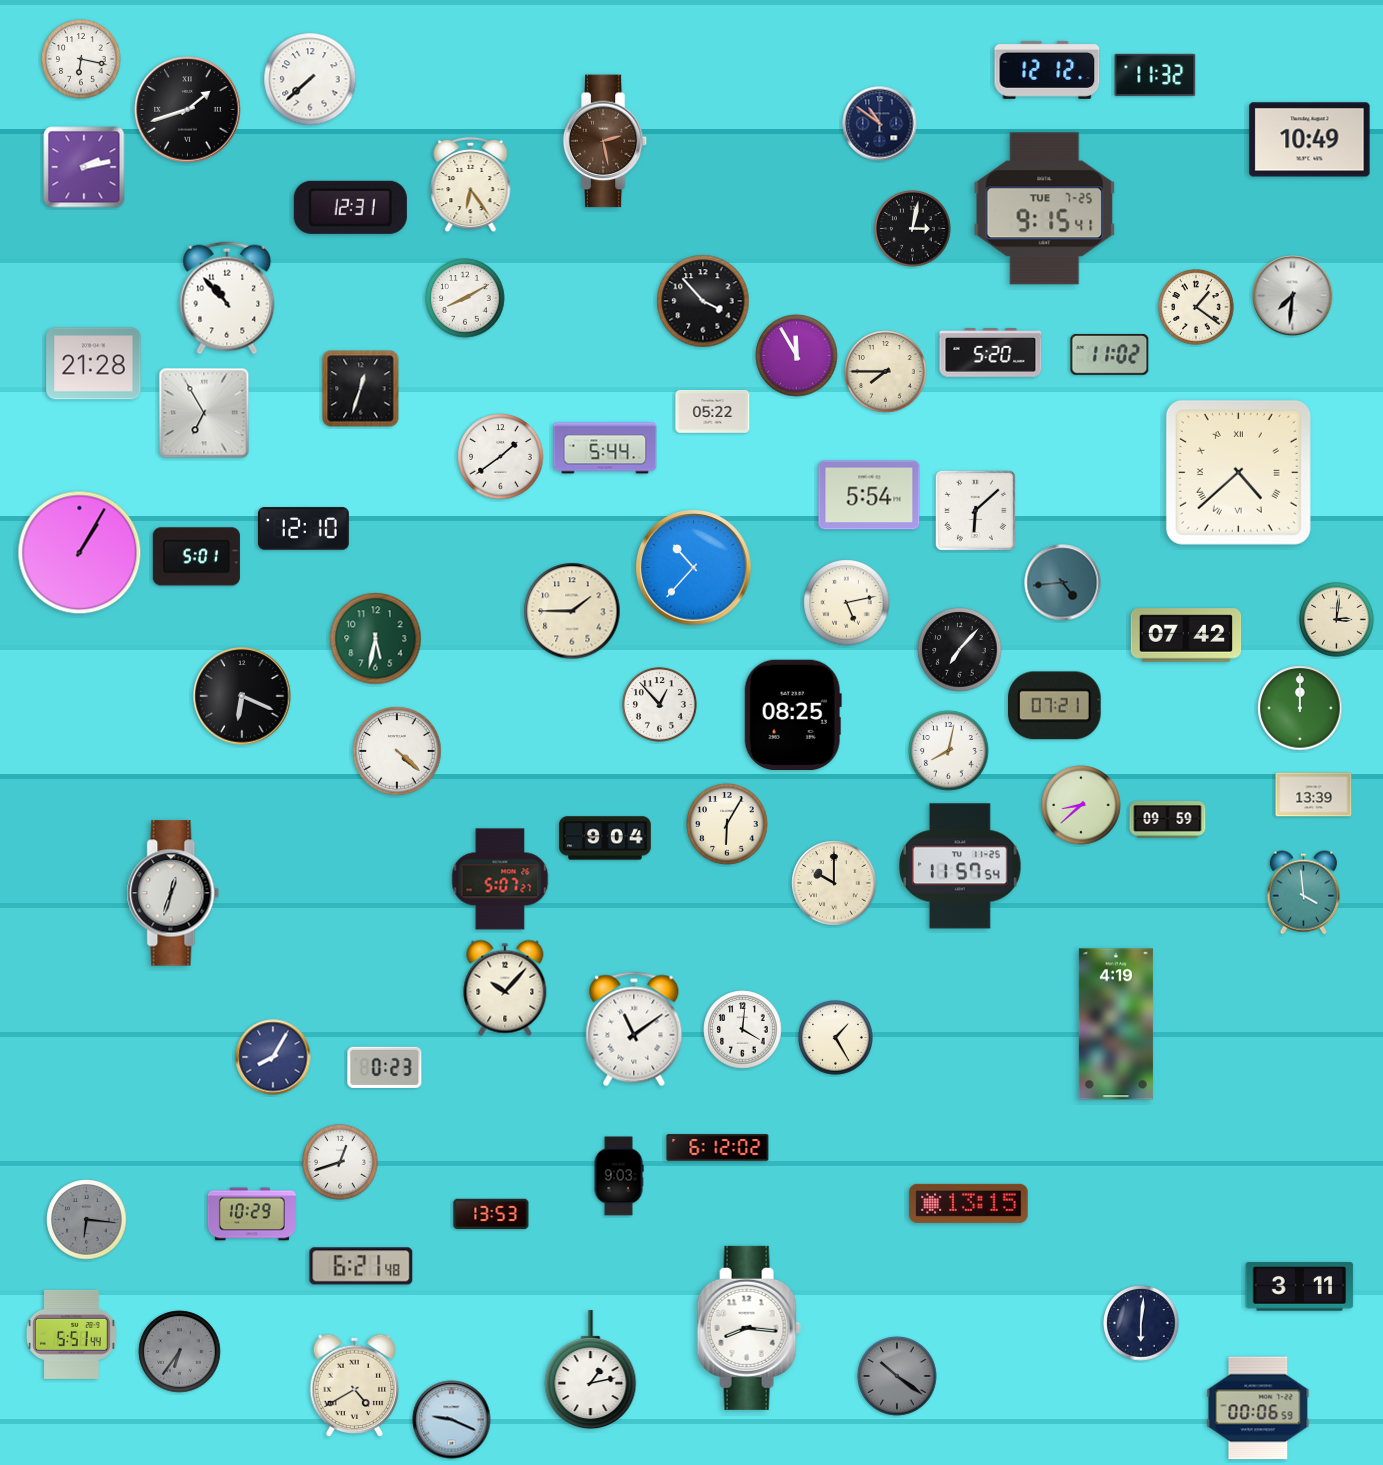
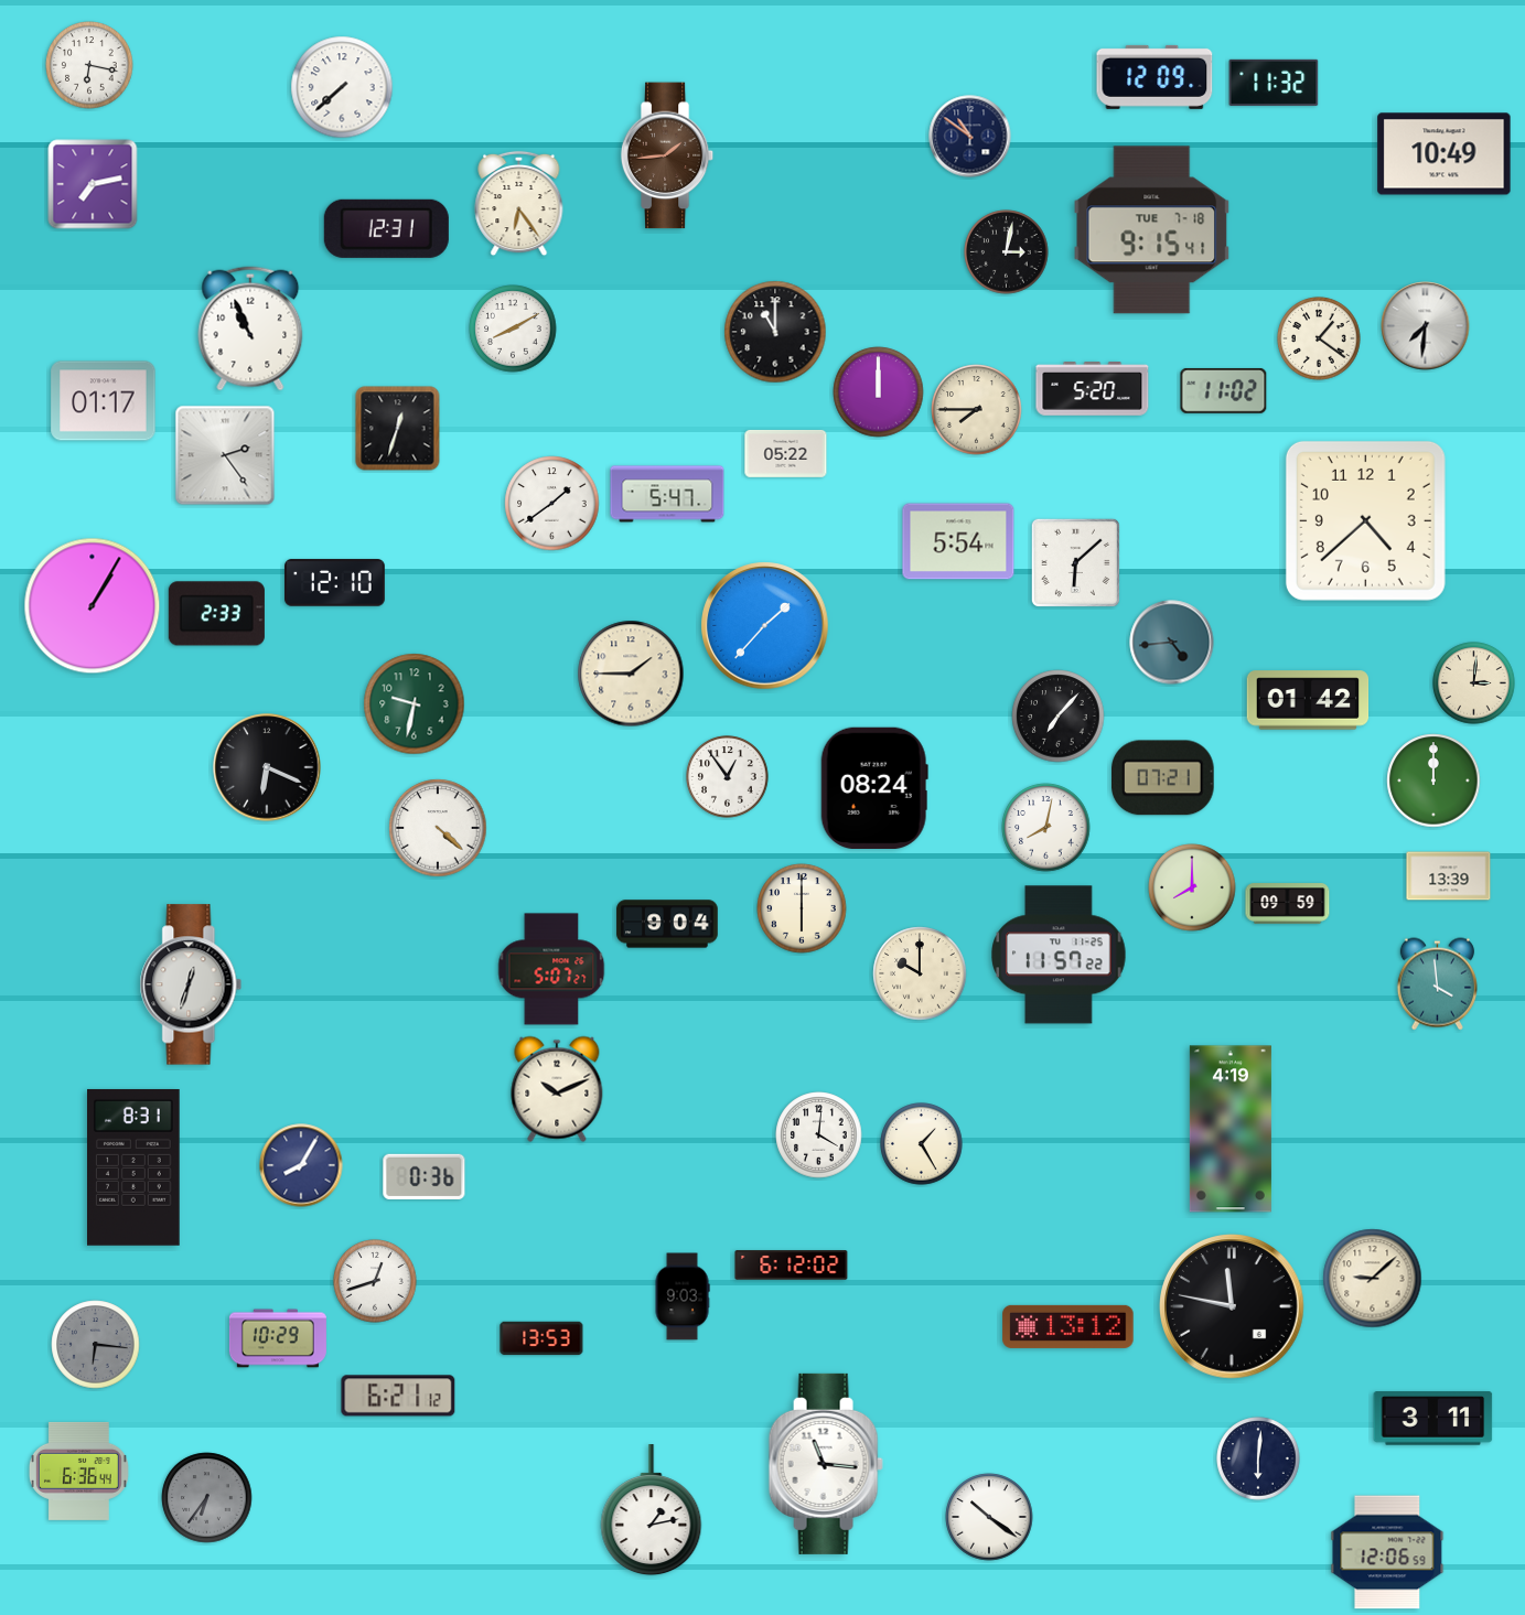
clock at (1047, 70): 12:12 -> 12:09
clock at (188, 110): 1:42 -> none
clock at (605, 141): 2:28 -> 1:44
clock at (84, 167): 2:13 -> 7:13
clock at (1045, 209) date: TUE 7-25 -> TUE 7-18
clock at (227, 298): 10:53 -> 10:56
clock at (703, 301): 3:53 -> 11:00
clock at (797, 356): 11:55 -> 12:00
clock at (94, 364): 21:28 -> 01:17
clock at (204, 413): 6:55 -> 2:24
clock at (605, 448): 5:44 -> 5:47
clock at (1238, 472) numerals: Roman -> Arabic
clock at (869, 495) position: (869, 495) -> (958, 541)
clock at (80, 553) position: (80, 553) -> (93, 606)
clock at (196, 557): 5:01 -> 2:33
clock at (694, 568): 10:37 -> 1:37
clock at (847, 603): 5:13 -> none
clock at (1186, 635): 07:42 -> 01:42
clock at (376, 639): 5:32 -> 9:32
clock at (660, 705): 12:53 -> 12:54
clock at (793, 714): 08:25 -> 08:24
clock at (1081, 805): 8:38 -> 8:00
clock at (727, 824): 6:05 -> 6:00
clock at (960, 866): 11:57:54 -> 11:57:22
clock at (505, 988): 10:07 -> 10:11
clock at (634, 1029): 11:09 -> none
clock at (135, 1167): none -> 8:31
clock at (385, 1067): 0:23 -> 0:36
clock at (1373, 1279): none -> 9:08
clock at (1233, 1307): none -> 11:47
clock at (969, 1203): 13:15 -> 13:12
clock at (361, 1266): 6:21:48 -> 6:21:12
clock at (749, 1328): 8:16 -> 11:16
clock at (71, 1334): 5:51 -> 6:36
clock at (180, 1352) position: (180, 1352) -> (207, 1498)
clock at (897, 1376) dial: grey -> white
clock at (355, 1386): 4:40 -> none
clock at (1258, 1408): 00:06 -> 12:06
clock at (452, 1420): 9:19 -> none
